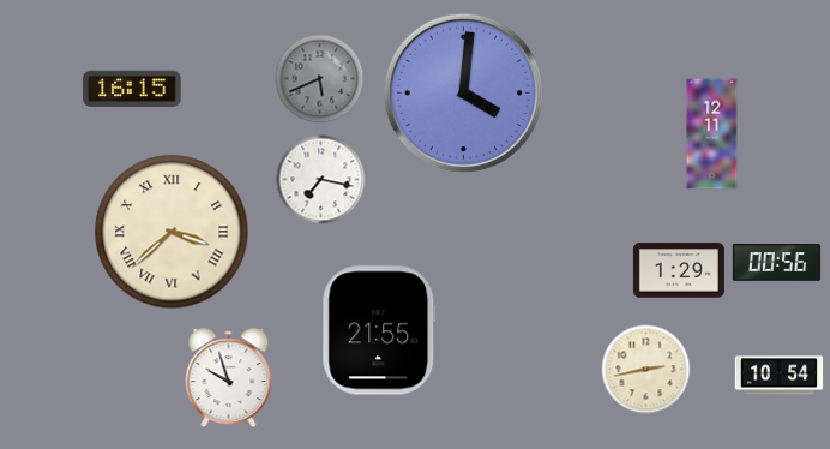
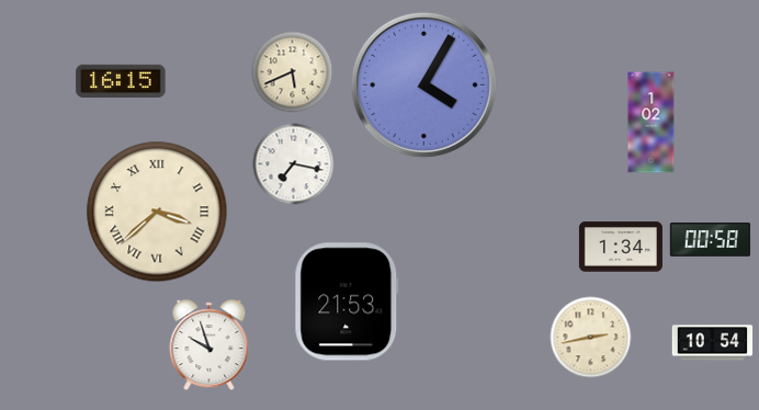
clock at (320, 79) dial: grey -> cream
clock at (463, 92): 4:01 -> 4:05
clock at (712, 134): 12:11 -> 1:02
clock at (777, 263): 00:56 -> 00:58
clock at (679, 270): 1:29 -> 1:34
clock at (379, 330): 21:55 -> 21:53
